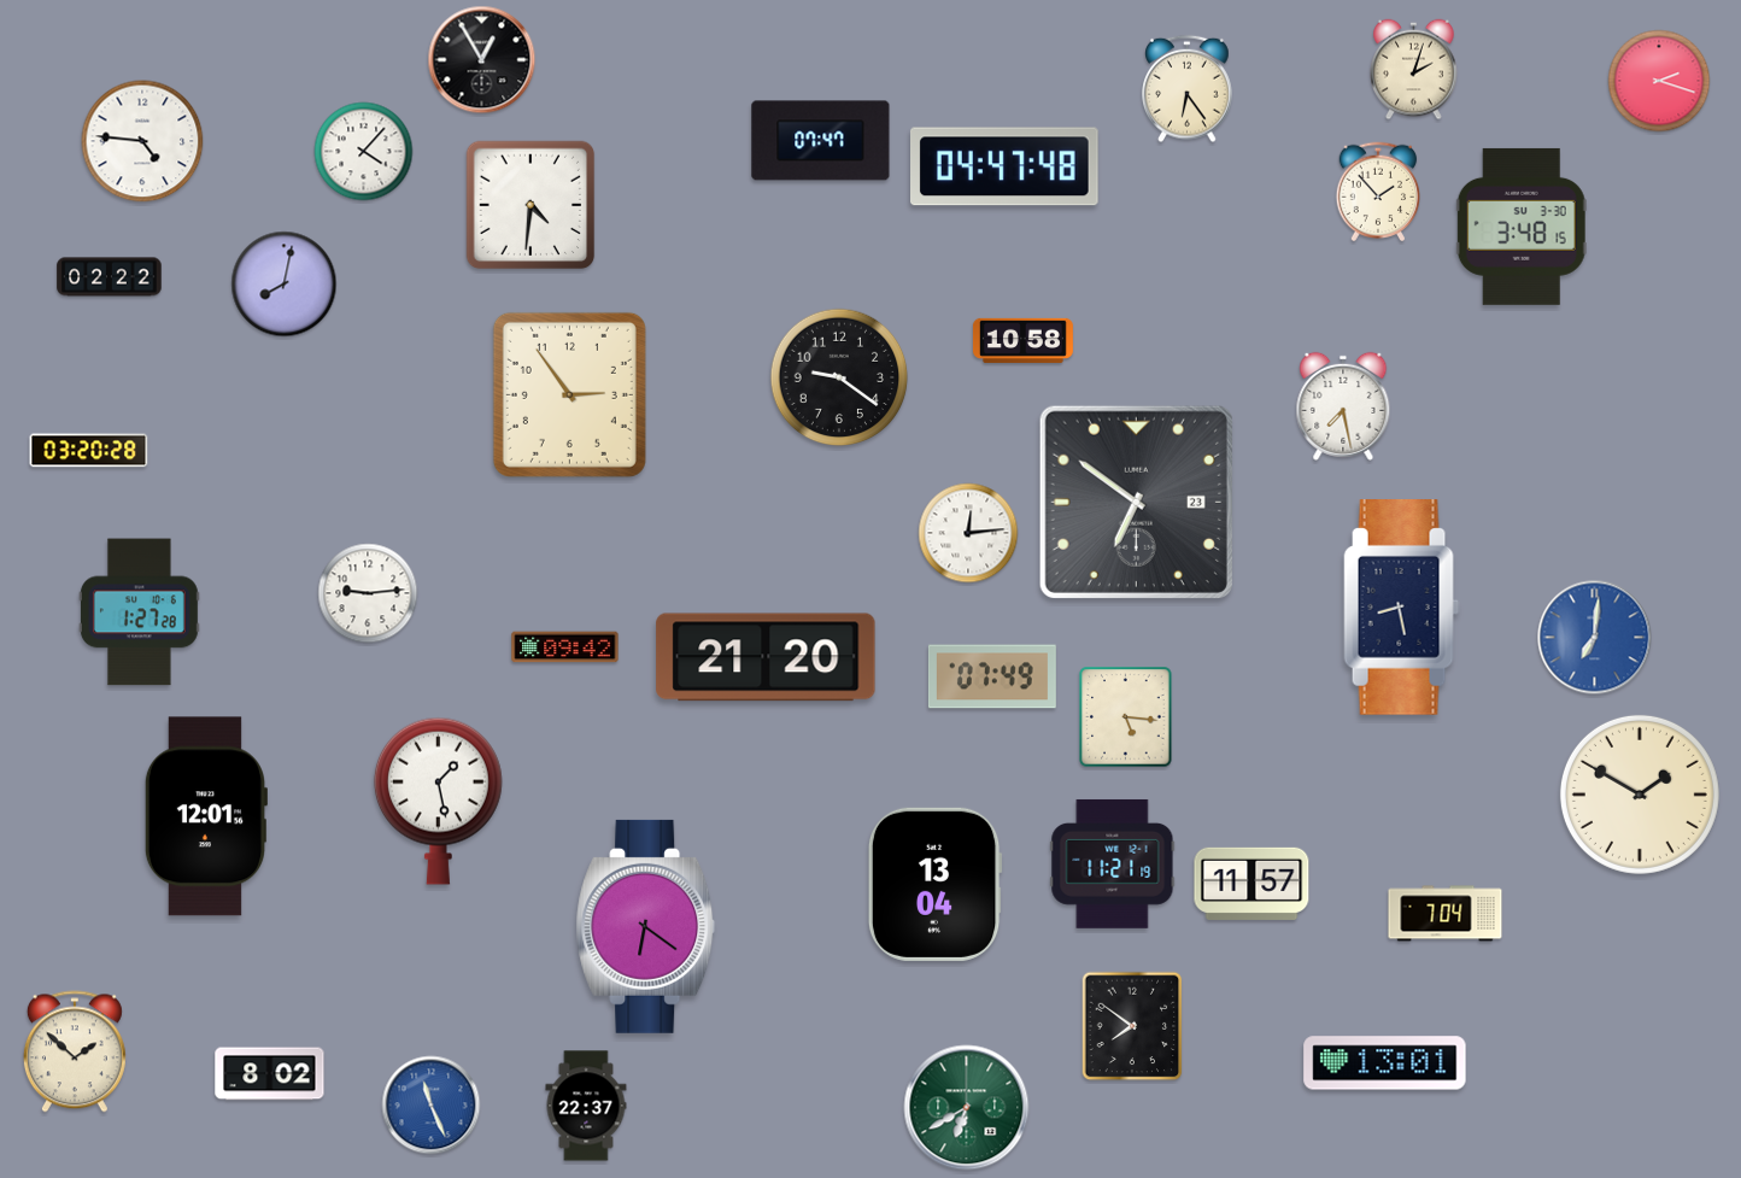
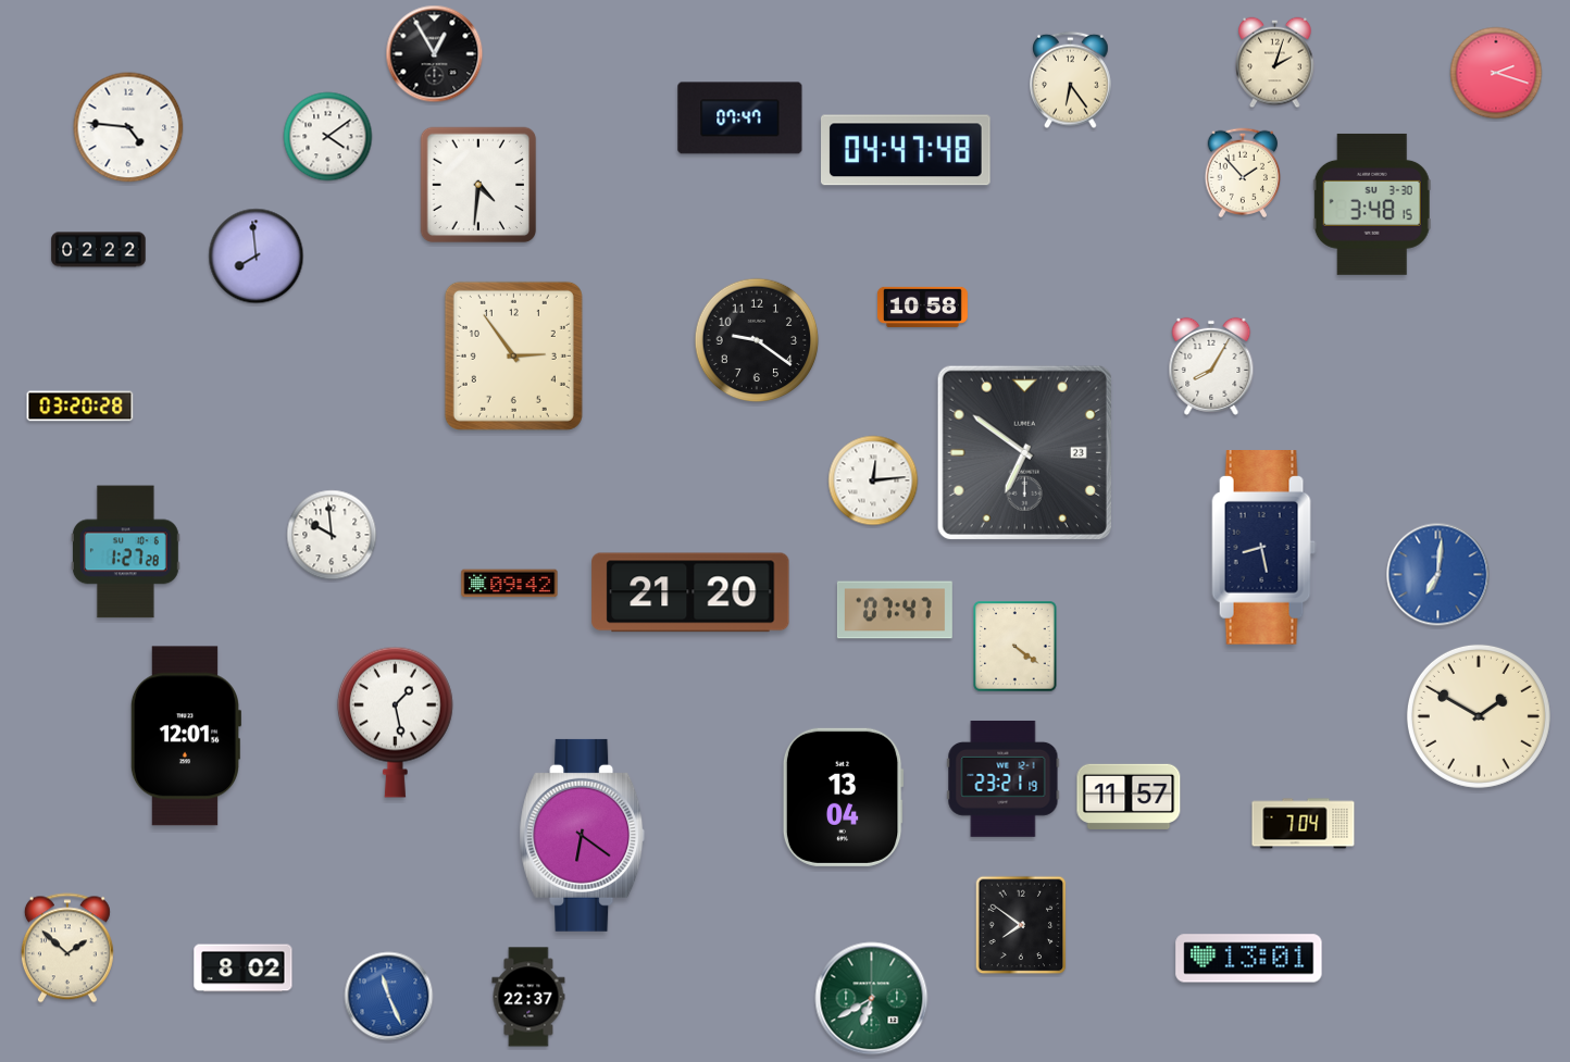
clock at (821, 141) position: (821, 141) -> (740, 118)
clock at (364, 152): 4:07 -> 4:09
clock at (285, 285): 8:02 -> 7:59
clock at (1343, 406): 7:28 -> 8:05
clock at (368, 593): 9:14 -> 9:59
clock at (992, 676): 07:49 -> 07:47
clock at (1126, 717): 5:16 -> 4:21
clock at (1113, 863): 11:21 -> 23:21
